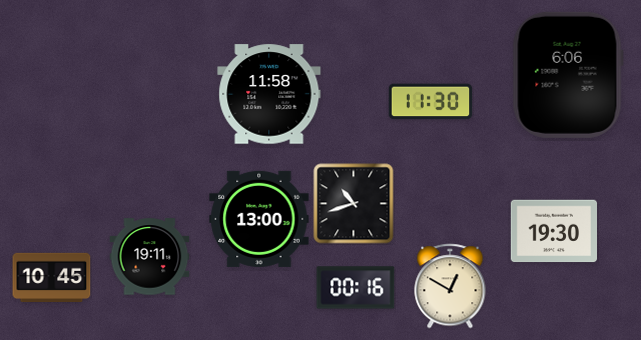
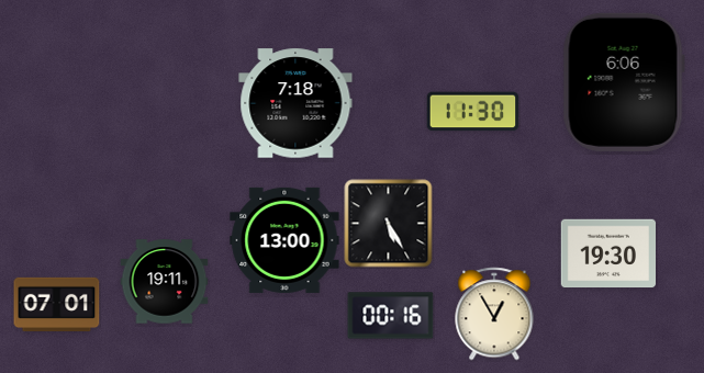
clock at (269, 94): 11:58 -> 7:18
clock at (354, 204): 10:42 -> 5:25
clock at (52, 277): 10:45 -> 07:01
clock at (450, 286): 12:50 -> 12:55
